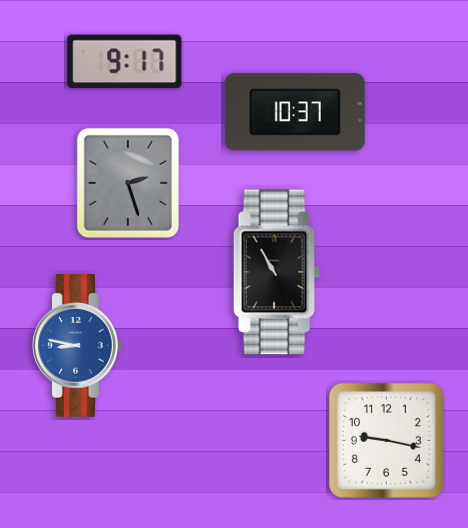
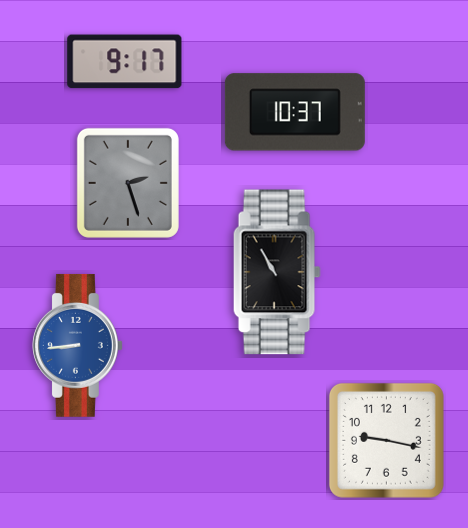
clock at (77, 345): 8:47 -> 8:44
